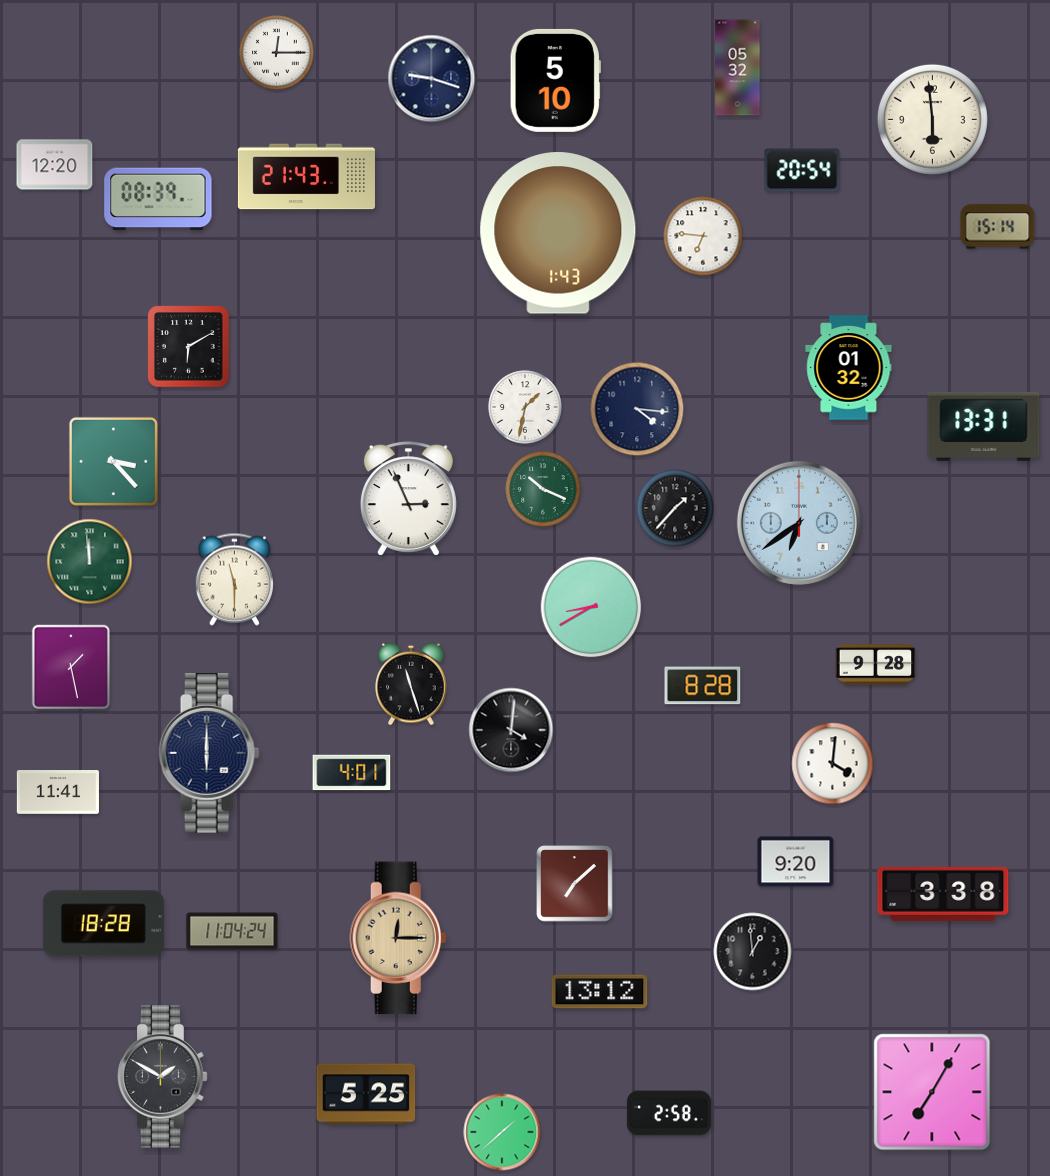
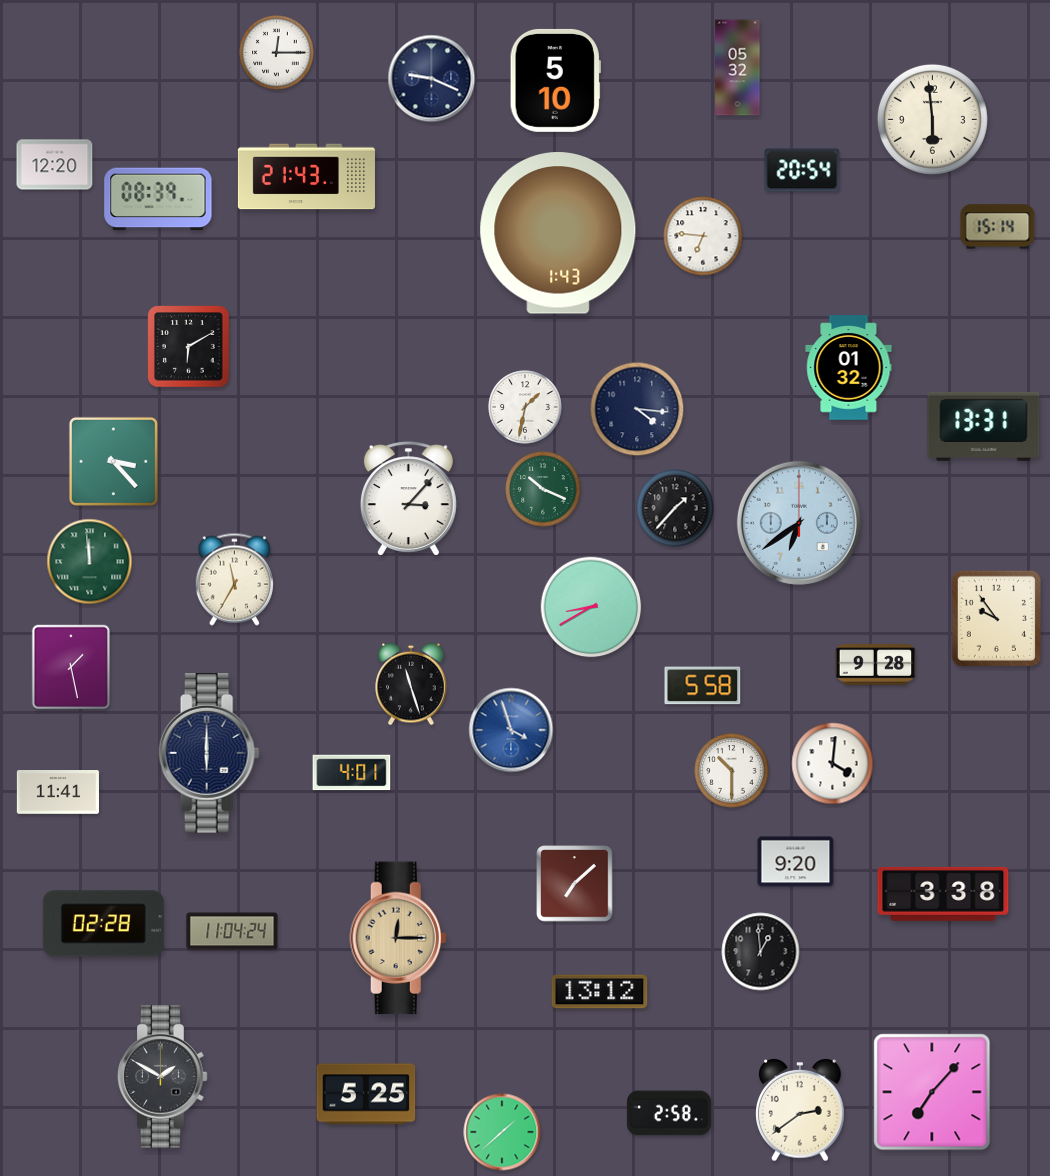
clock at (432, 79): 9:18 -> 9:19
clock at (408, 499): 2:56 -> 3:07
clock at (234, 579): 11:30 -> 11:35
clock at (996, 618): none -> 9:54
clock at (703, 686): 8:28 -> 5:58
clock at (511, 730): 4:01 -> 3:57
clock at (511, 730) dial: black -> blue
clock at (732, 771): none -> 10:30
clock at (103, 924): 18:28 -> 02:28
clock at (753, 952) position: (753, 952) -> (761, 952)
clock at (932, 1092): 7:05 -> 7:07
clock at (800, 1111): none -> 2:39
